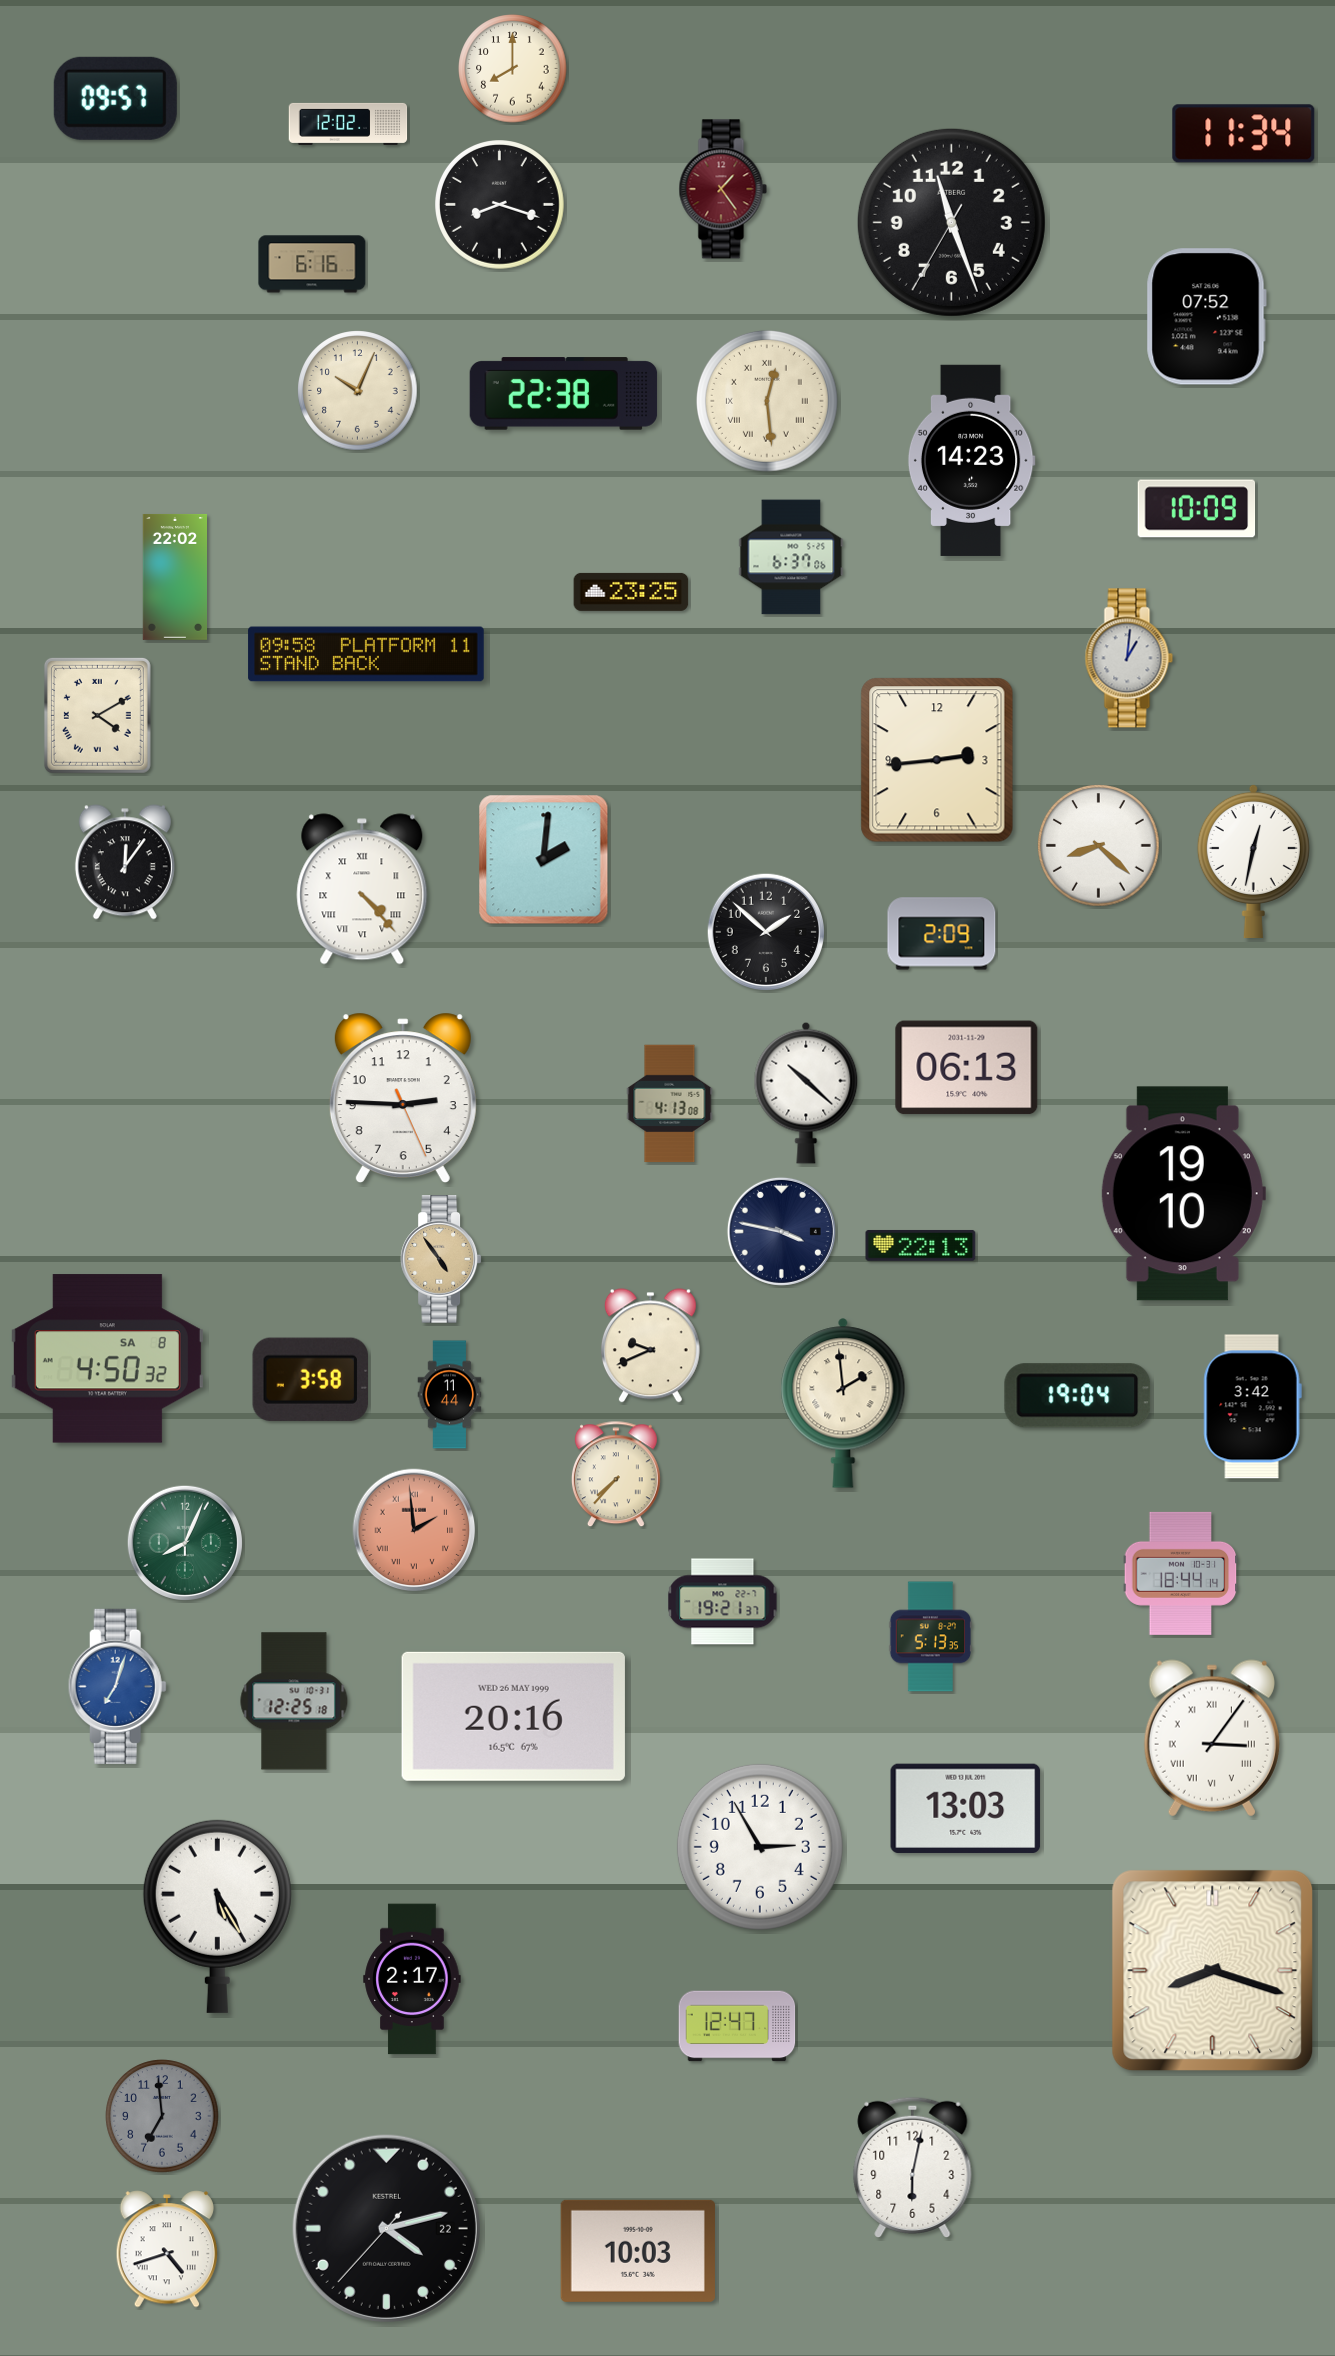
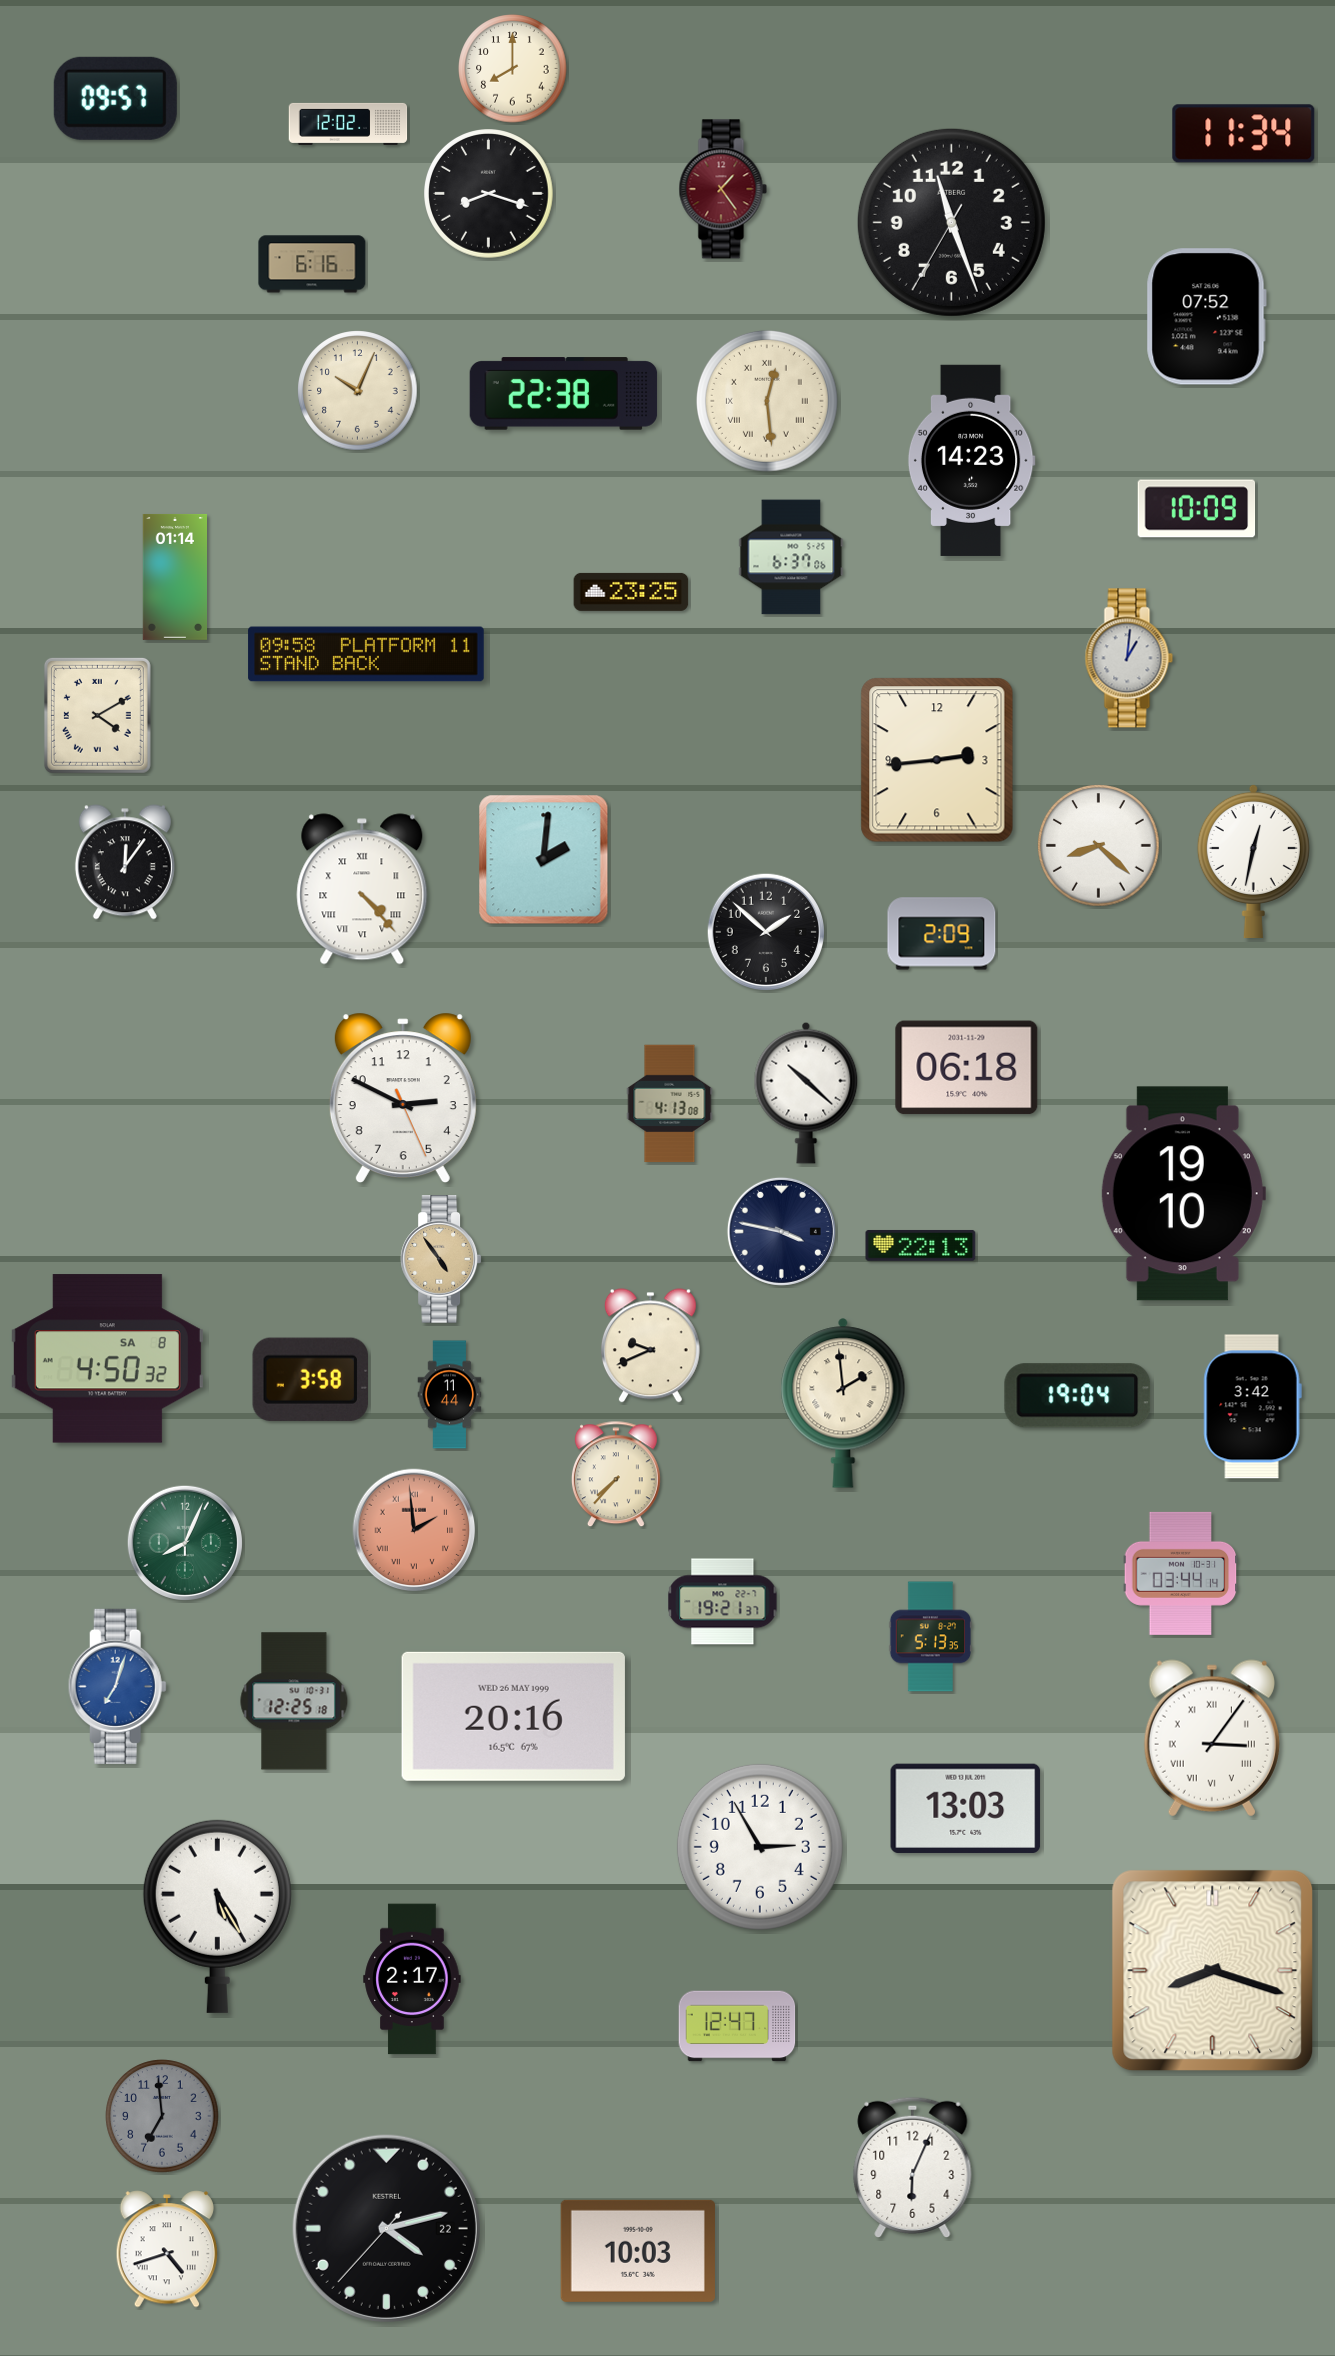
clock at (500, 205) position: (500, 205) -> (489, 194)
clock at (174, 577): 22:02 -> 01:14
clock at (967, 1068): 06:13 -> 06:18
clock at (403, 1097): 2:45 -> 2:49
clock at (1181, 1573): 18:44 -> 03:44
clock at (913, 2167): 6:02 -> 6:04
